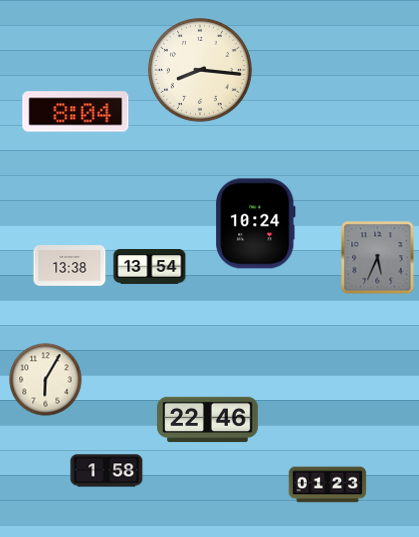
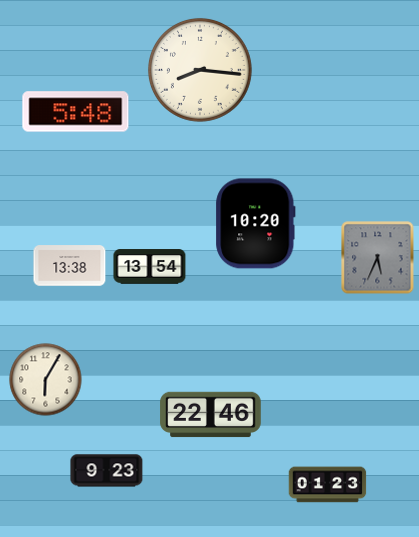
clock at (76, 112): 8:04 -> 5:48
clock at (256, 224): 10:24 -> 10:20
clock at (208, 420) position: (208, 420) -> (211, 415)
clock at (107, 471): 1:58 -> 9:23
